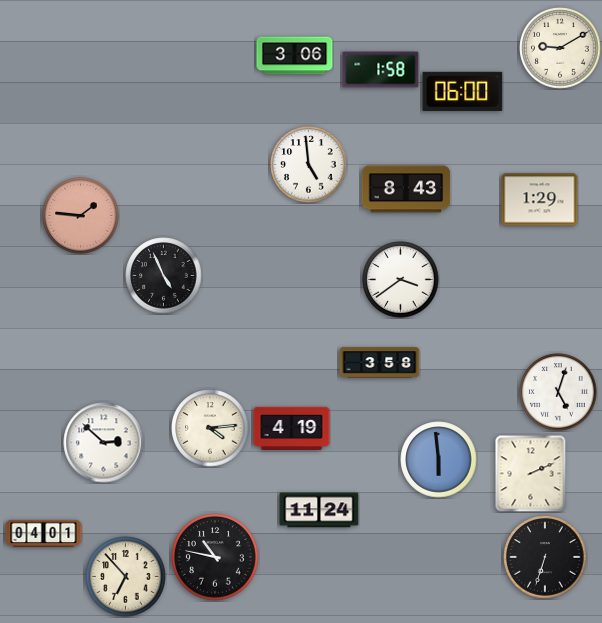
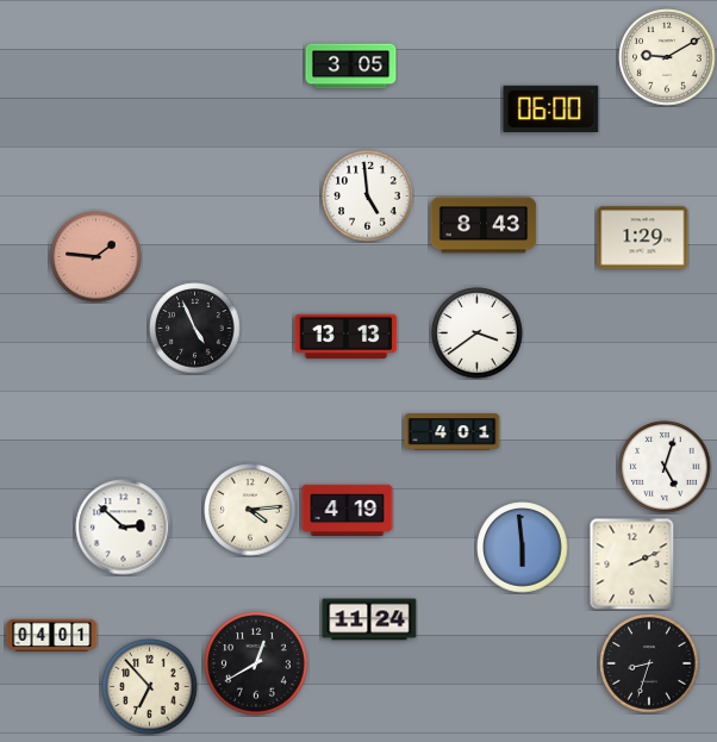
clock at (295, 56): 3:06 -> 3:05
clock at (381, 70): 1:58 -> none
clock at (347, 337): none -> 13:13
clock at (380, 363): 3:58 -> 4:01
clock at (319, 510) position: (319, 510) -> (369, 619)
clock at (215, 557): 10:47 -> 12:40
clock at (545, 557): 6:33 -> 8:33
